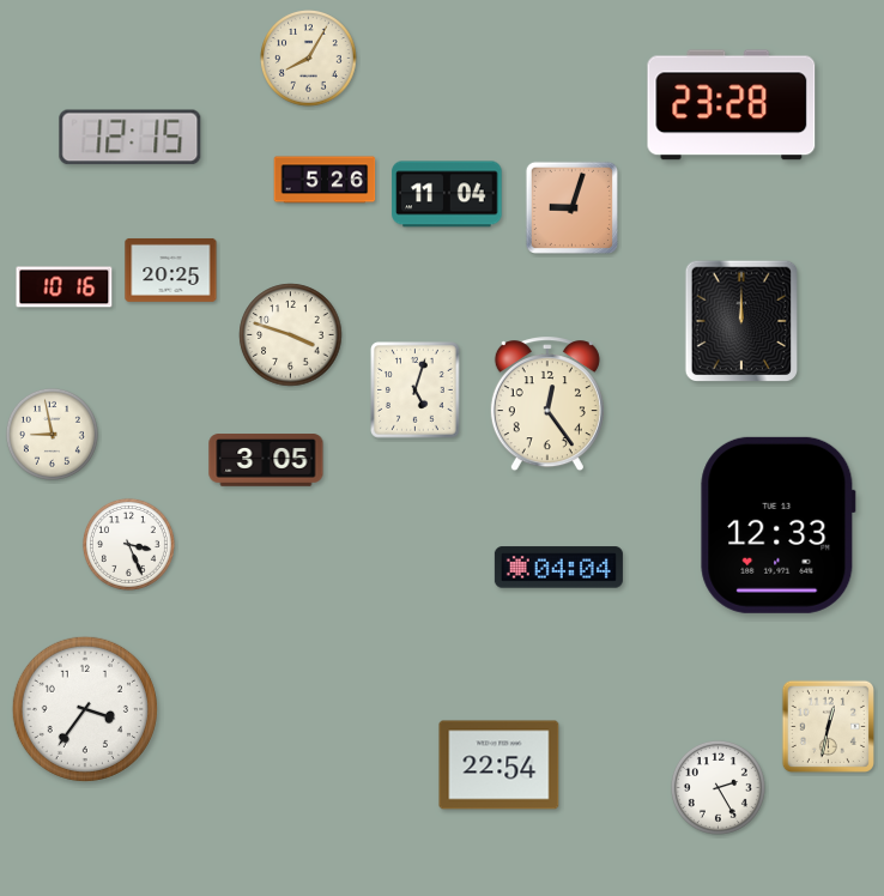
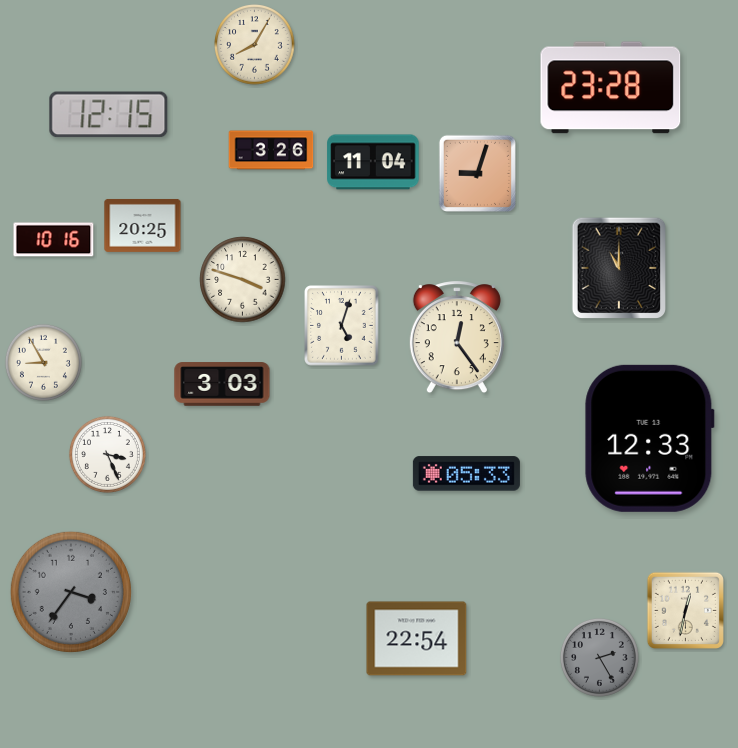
clock at (309, 59) position: (309, 59) -> (255, 45)
clock at (325, 180): 5:26 -> 3:26
clock at (740, 321): 12:00 -> 11:00
clock at (416, 391) position: (416, 391) -> (342, 326)
clock at (52, 434): 8:58 -> 8:55
clock at (266, 460): 3:05 -> 3:03
clock at (558, 568): 04:04 -> 05:33
clock at (85, 709) dial: white -> grey
clock at (828, 726) position: (828, 726) -> (685, 610)
clock at (718, 787) dial: white -> grey
